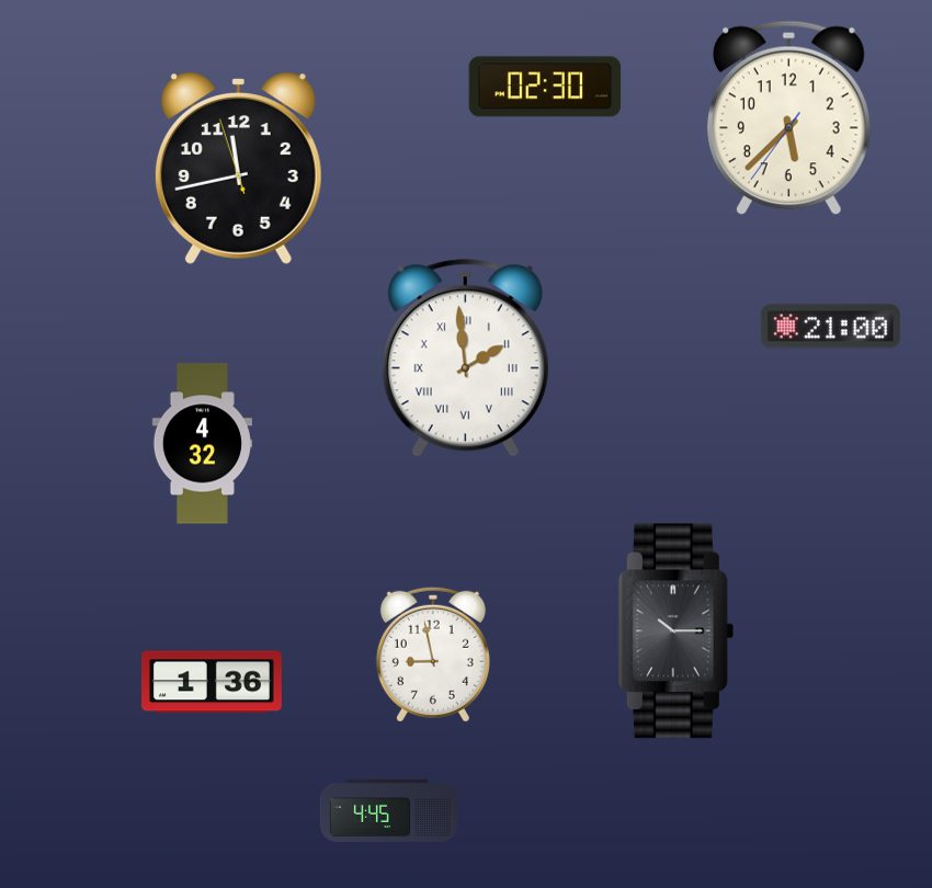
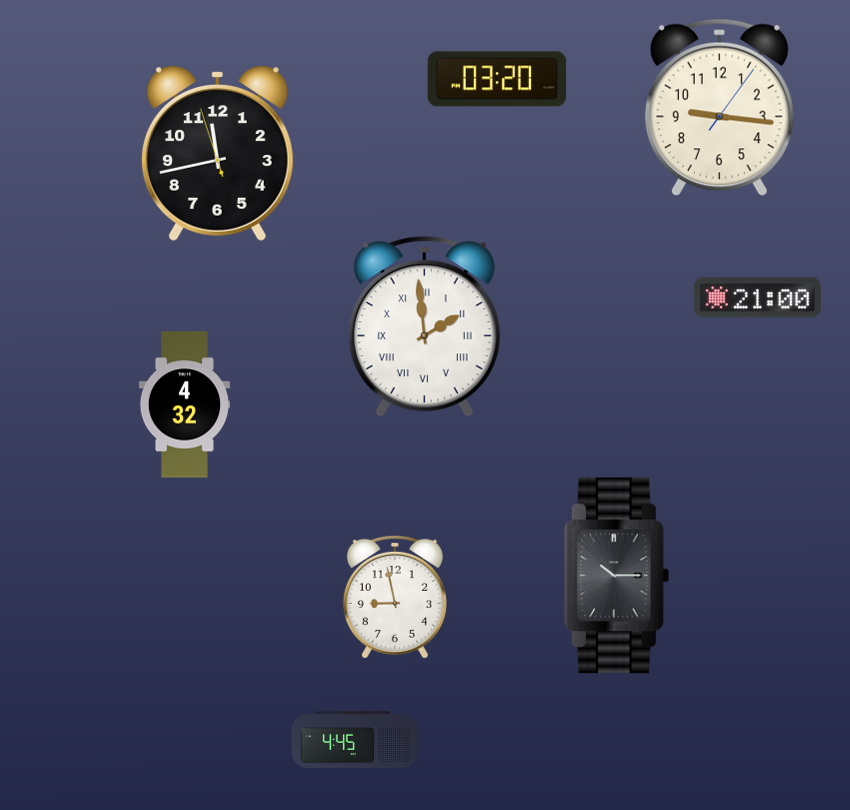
clock at (545, 87): 02:30 -> 03:20
clock at (788, 118): 5:37 -> 9:16
clock at (212, 682): 1:36 -> none
